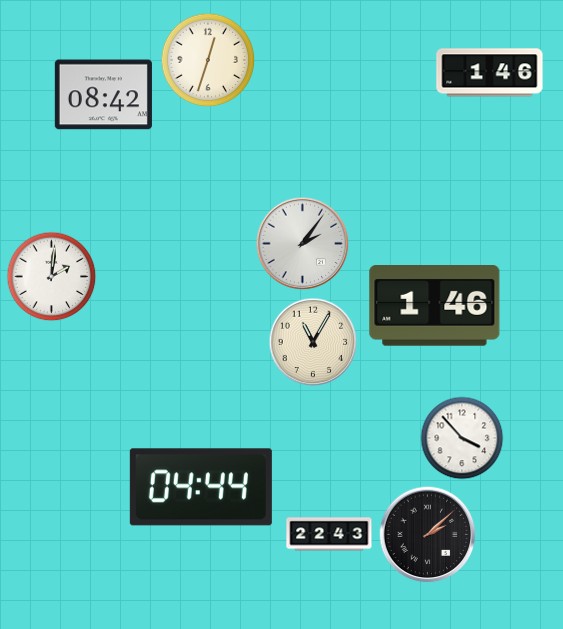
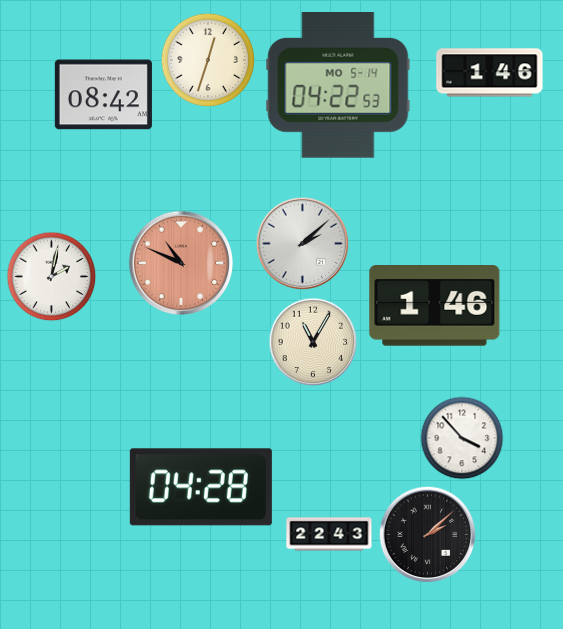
clock at (338, 86): none -> 04:22
clock at (303, 244): 2:06 -> 2:08
clock at (181, 263): none -> 10:49
clock at (52, 277): 2:01 -> 2:02
clock at (201, 487): 04:44 -> 04:28
